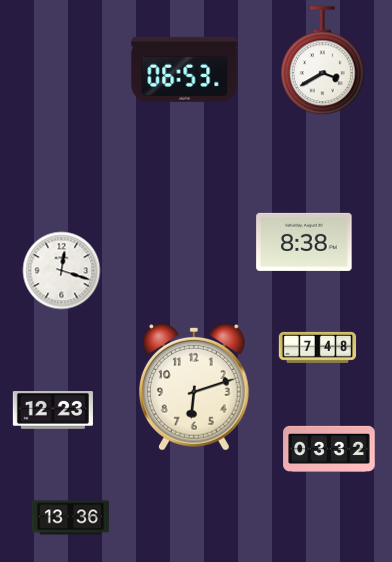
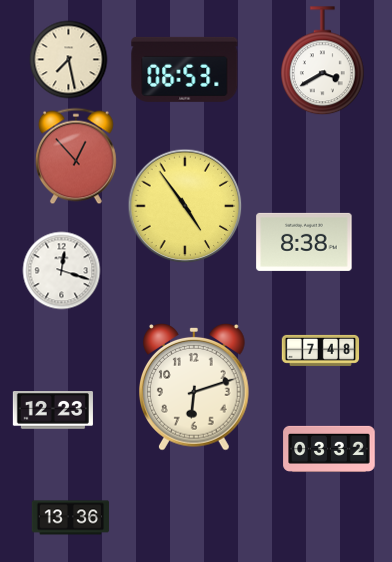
clock at (68, 59): none -> 7:28
clock at (77, 156): none -> 12:53
clock at (185, 206): none -> 4:54
clock at (317, 347) position: (317, 347) -> (320, 350)
